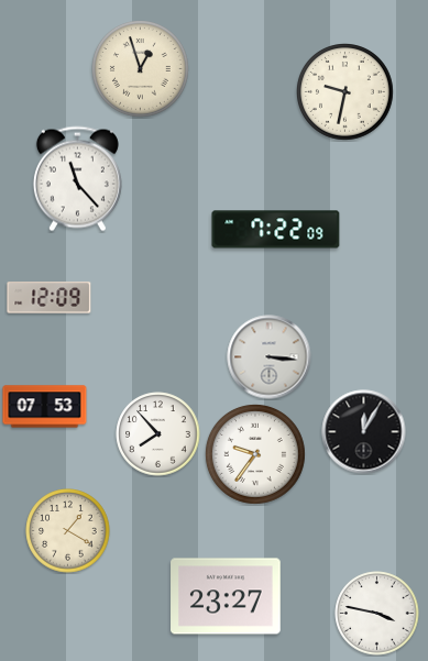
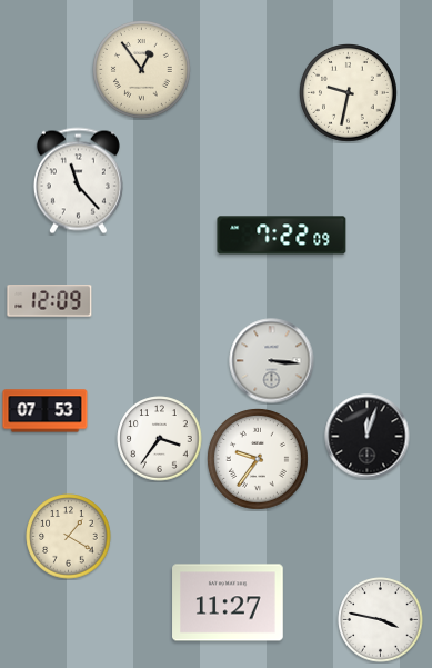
clock at (141, 69): 12:57 -> 12:54
clock at (276, 230) position: (276, 230) -> (282, 236)
clock at (364, 432): 12:05 -> 12:03
clock at (158, 434): 7:53 -> 3:36
clock at (226, 596): 23:27 -> 11:27
